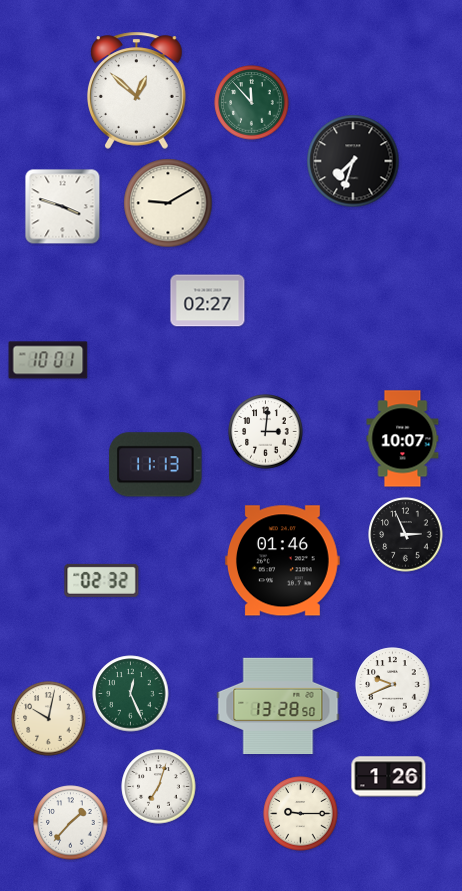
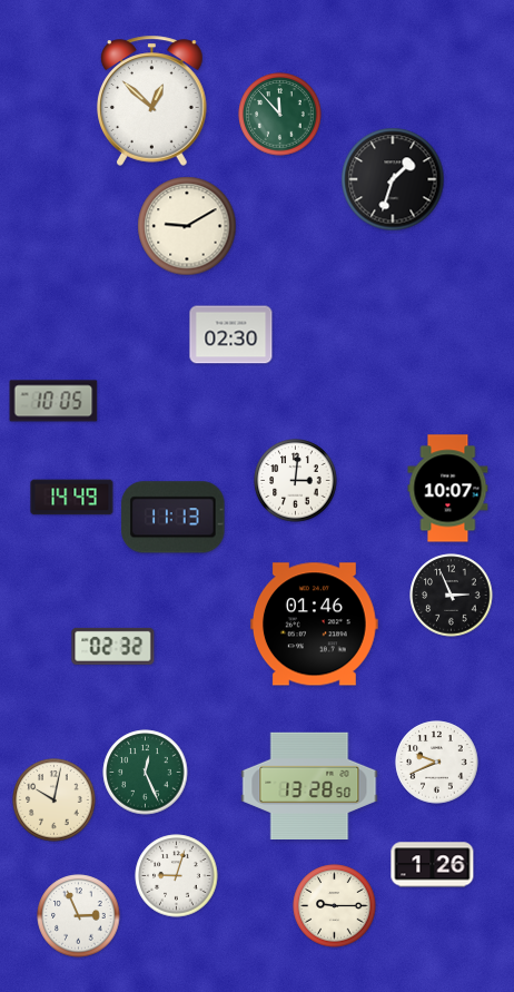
clock at (353, 161): 7:33 -> 1:33
clock at (63, 207): 3:48 -> none
clock at (208, 301): 02:27 -> 02:30
clock at (48, 360): 10:01 -> 10:05
clock at (72, 498): none -> 14:49
clock at (159, 787): 7:03 -> 9:03
clock at (71, 823): 1:37 -> 2:56
